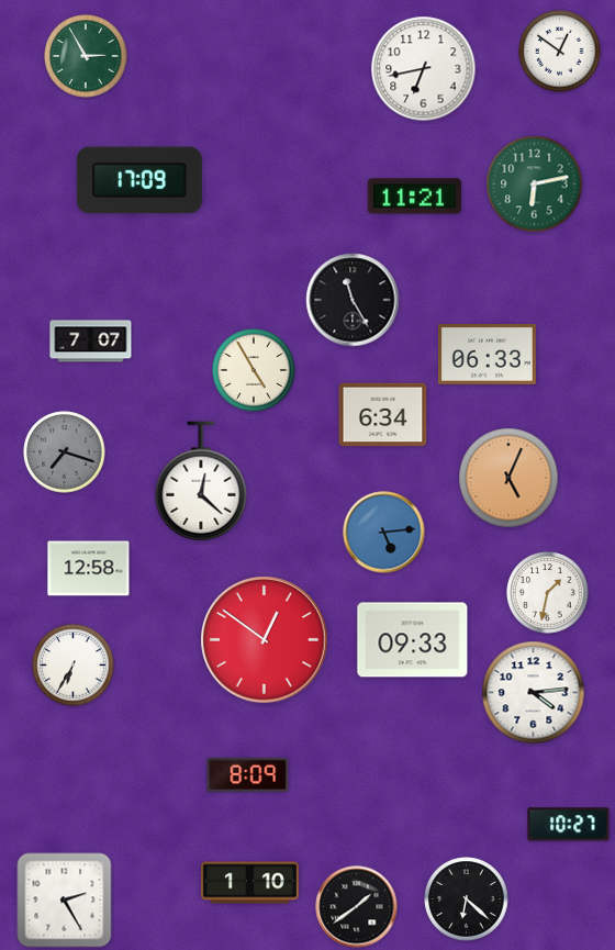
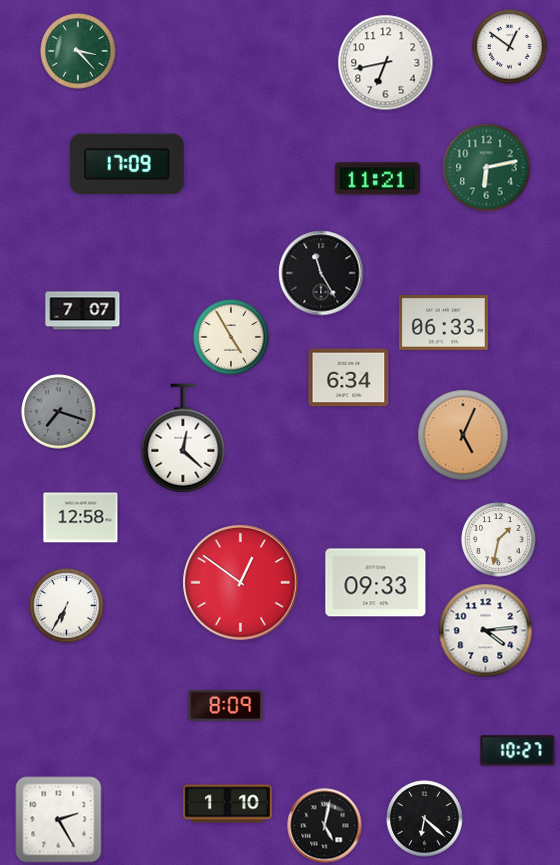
clock at (86, 56): 2:55 -> 3:23
clock at (384, 533): 5:14 -> none
clock at (357, 907): 1:39 -> 5:02
